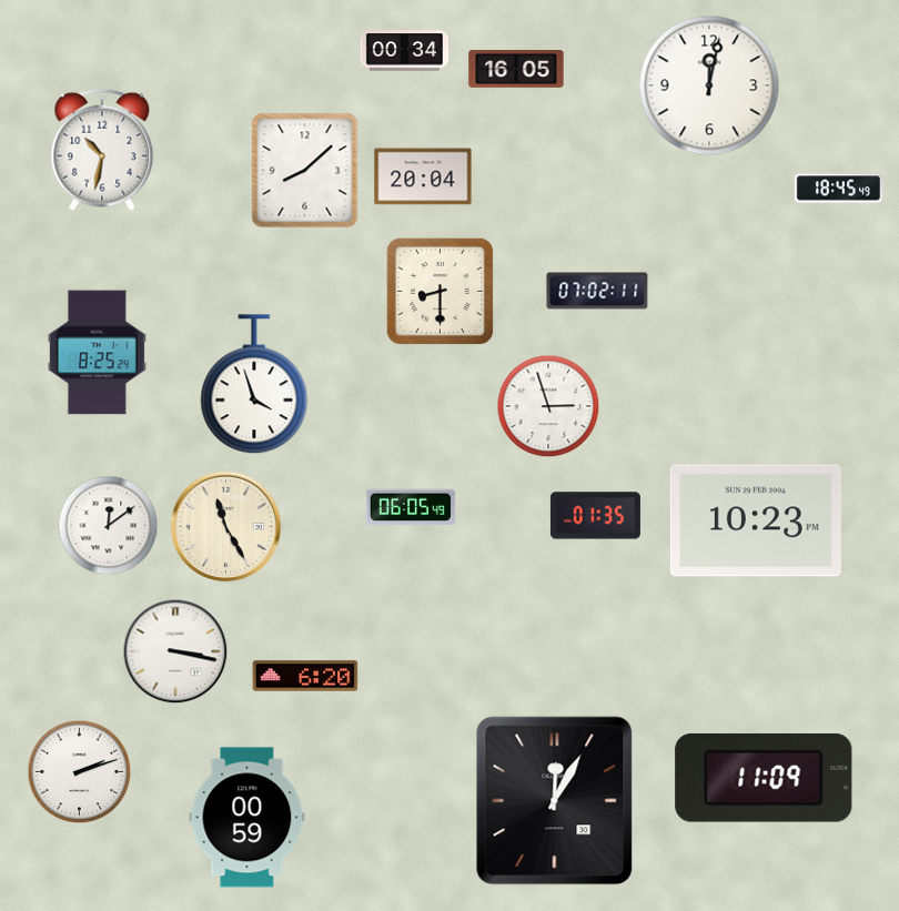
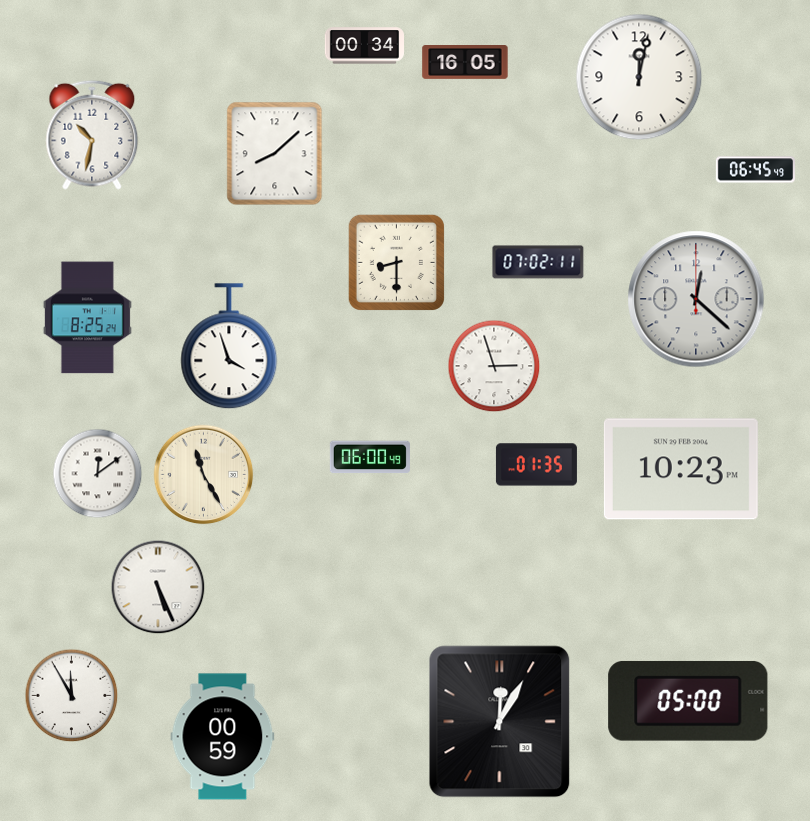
clock at (423, 176): 20:04 -> none
clock at (839, 189): 18:45 -> 06:45
clock at (696, 299): none -> 12:22
clock at (411, 507): 06:05 -> 06:00
clock at (175, 651): 3:17 -> 5:26
clock at (305, 676): 6:20 -> none
clock at (80, 772): 2:12 -> 11:55
clock at (764, 778): 11:09 -> 05:00
